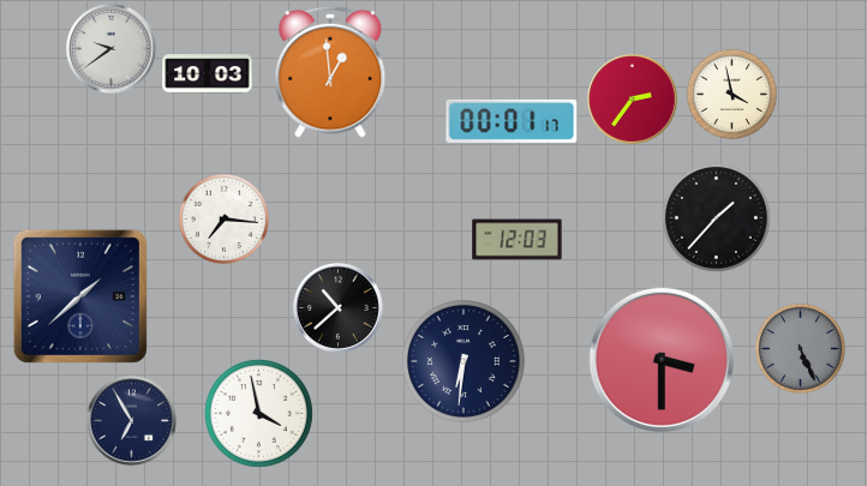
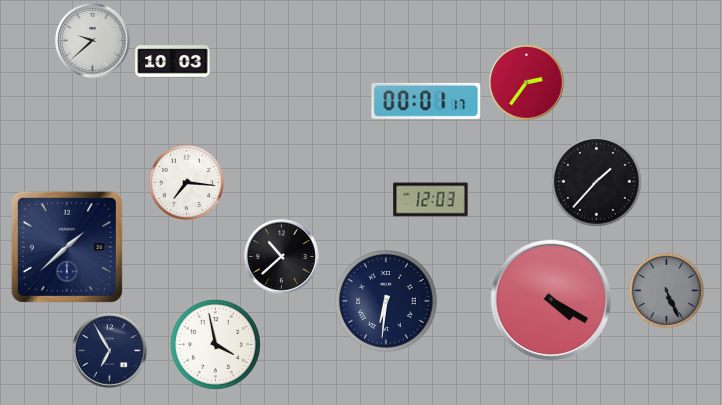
clock at (112, 49): 9:39 -> 9:38
clock at (330, 72): 12:59 -> none
clock at (731, 94): 3:58 -> none
clock at (660, 359): 3:30 -> 4:20
